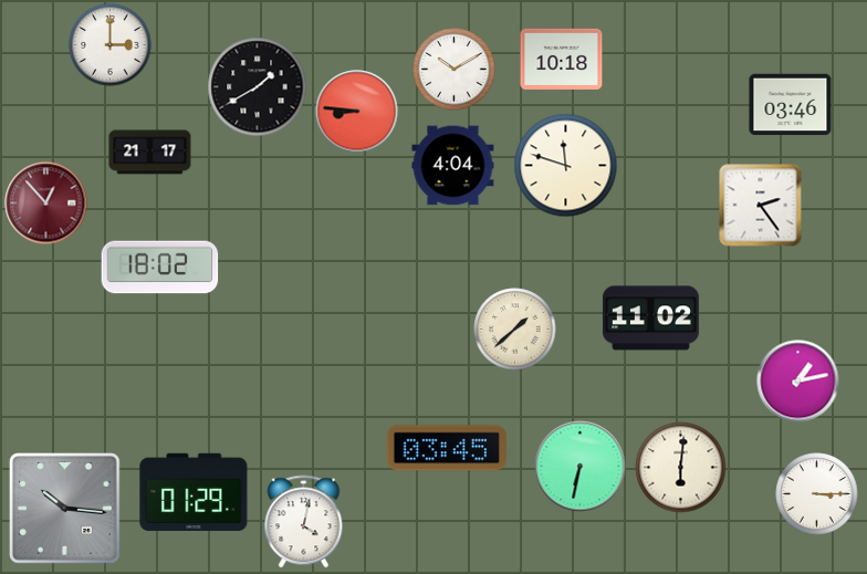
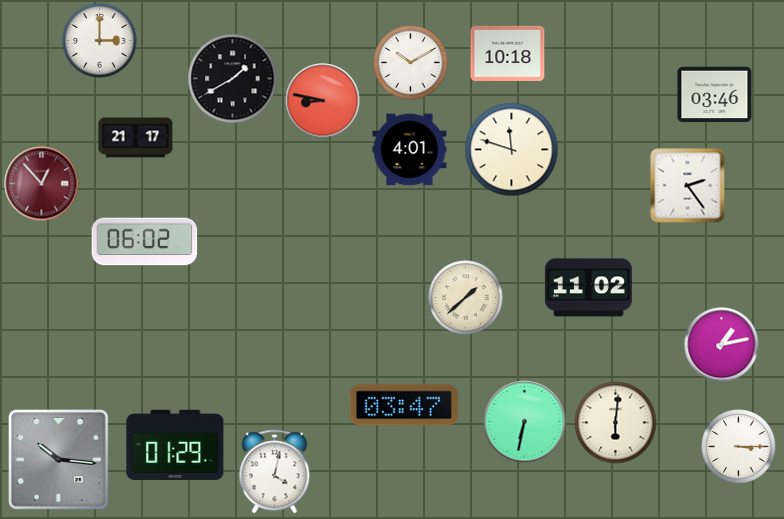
clock at (357, 112): 8:46 -> 8:47
clock at (453, 166): 4:04 -> 4:01
clock at (160, 268): 18:02 -> 06:02
clock at (447, 448): 03:45 -> 03:47
